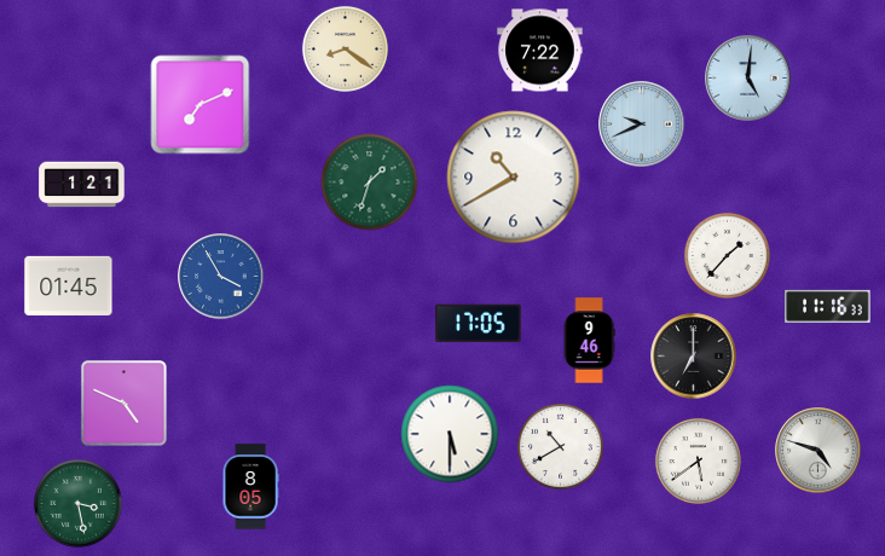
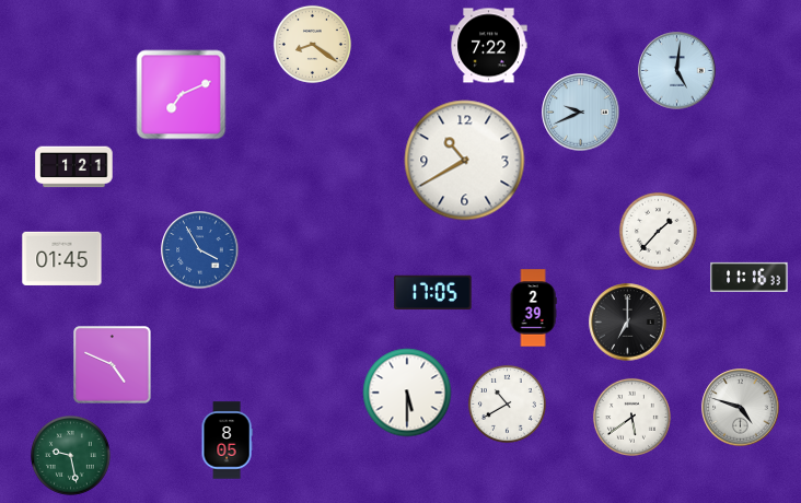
clock at (370, 183): 1:33 -> none
clock at (589, 341): 9:46 -> 2:39
clock at (79, 504): 3:28 -> 9:28
